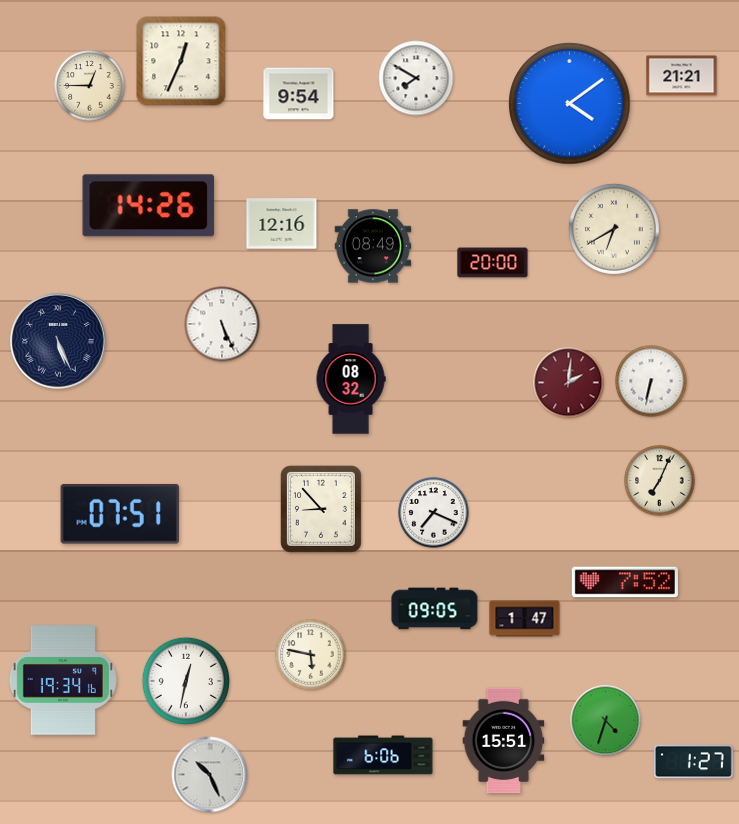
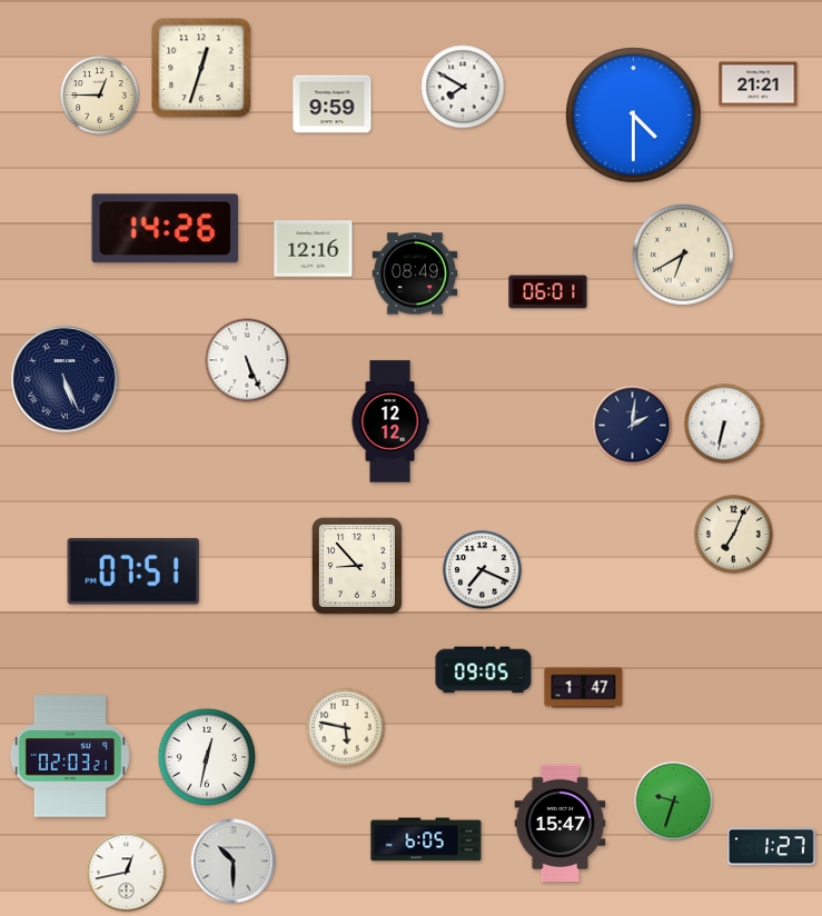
clock at (181, 61): 12:34 -> 12:33
clock at (299, 94): 9:54 -> 9:59
clock at (570, 104): 4:09 -> 4:30
clock at (493, 263): 20:00 -> 06:01
clock at (351, 379): 08:32 -> 12:12
clock at (569, 383) dial: burgundy -> navy
clock at (625, 582): 7:52 -> none
clock at (435, 609) position: (435, 609) -> (484, 670)
clock at (63, 680): 19:34 -> 02:03
clock at (606, 721): 4:33 -> 9:33
clock at (504, 741): 15:51 -> 15:47
clock at (383, 755): 6:06 -> 6:05
clock at (210, 775): 10:26 -> 10:30
clock at (127, 873): none -> 12:43
